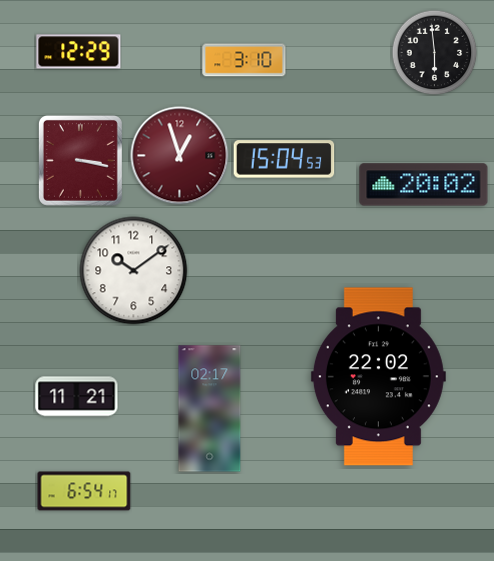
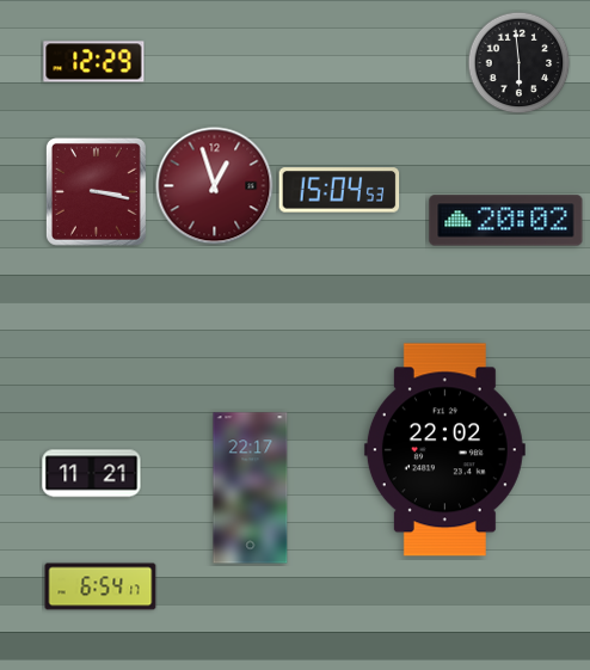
clock at (244, 60): 3:10 -> none
clock at (134, 271): 10:09 -> none
clock at (378, 377) position: (378, 377) -> (444, 450)
clock at (210, 409): 02:17 -> 22:17
